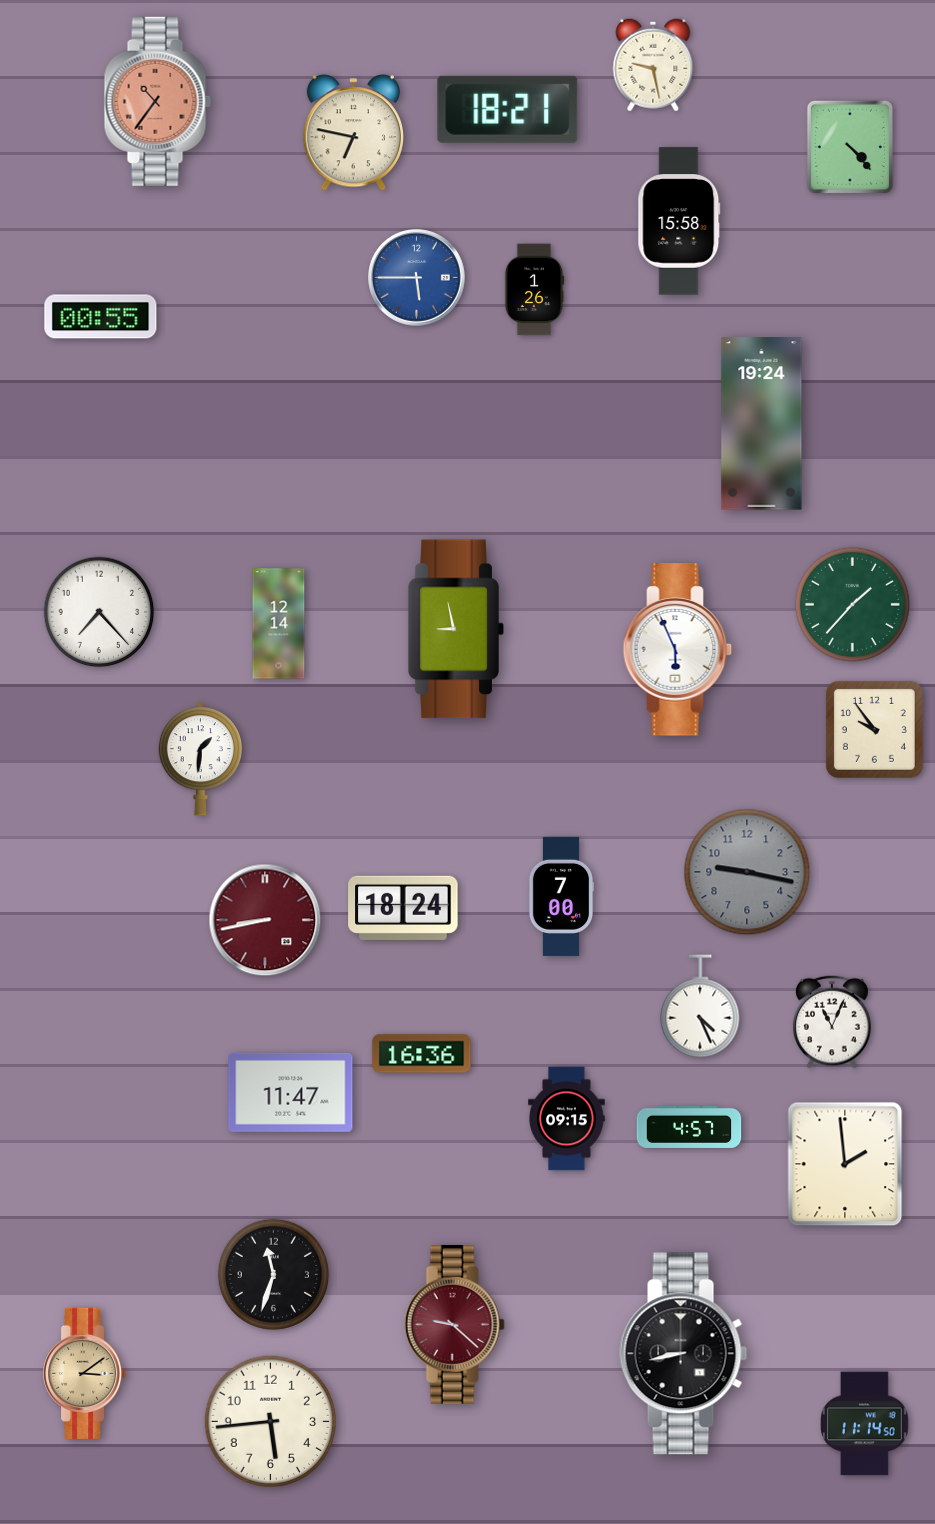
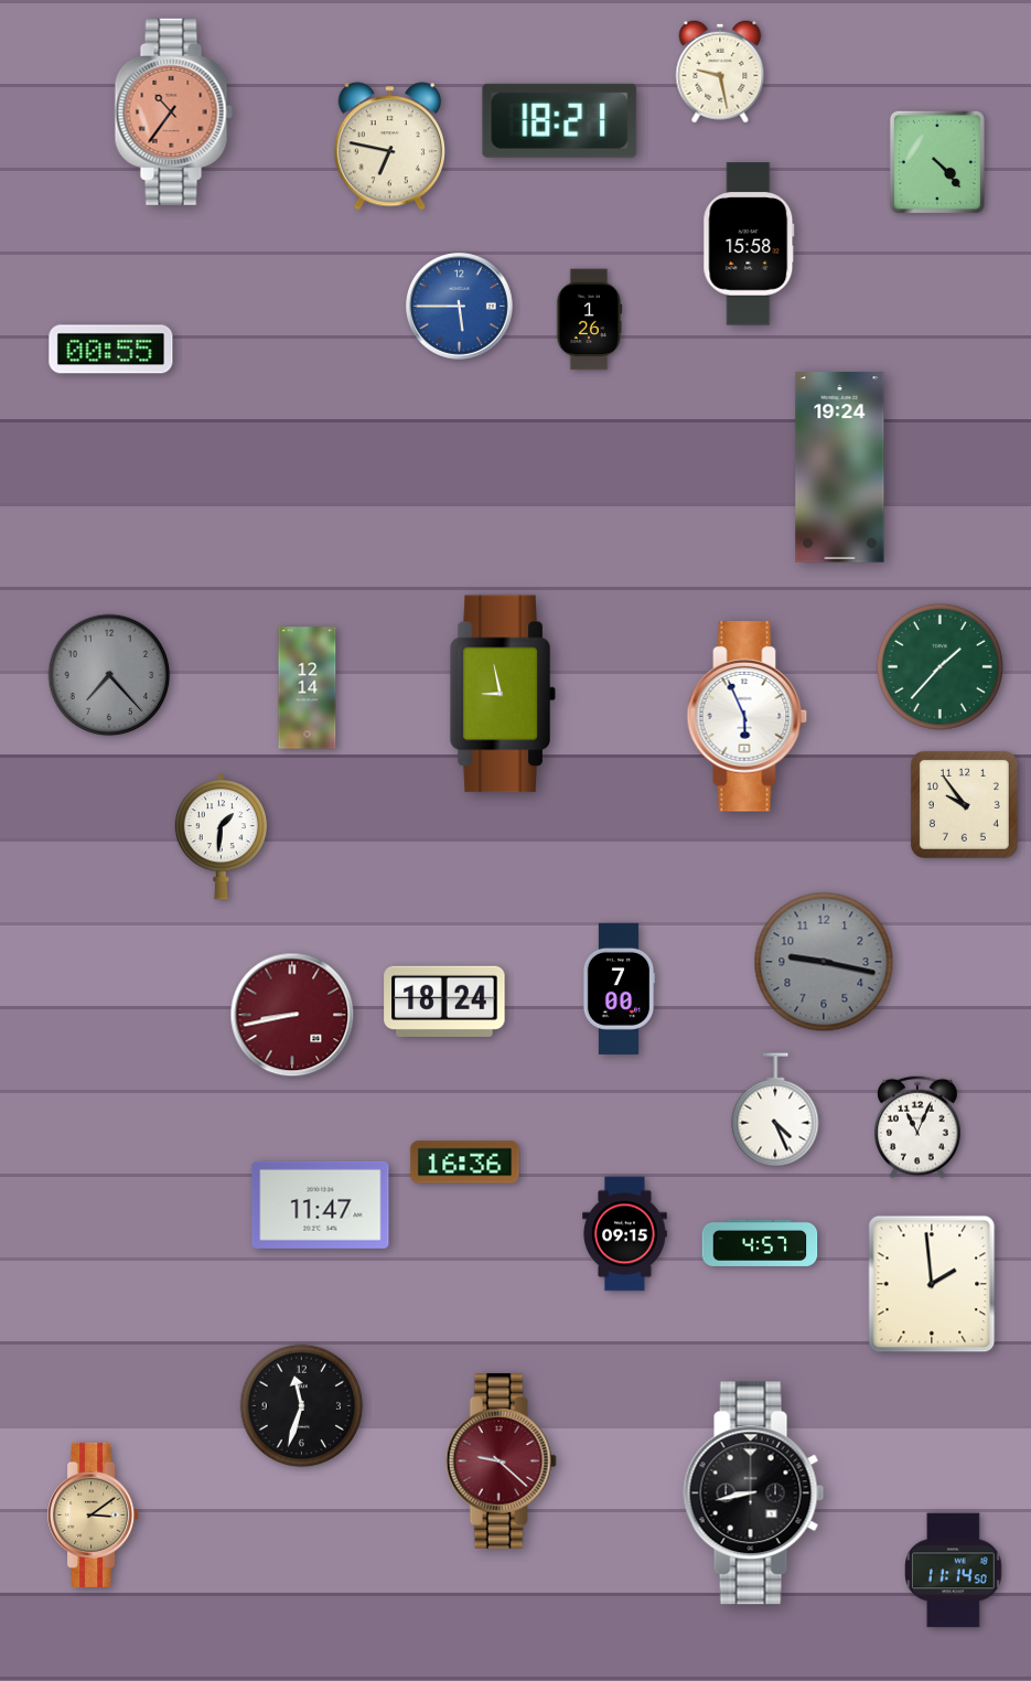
clock at (99, 612) dial: white -> grey
clock at (700, 1006) position: (700, 1006) -> (775, 1110)
clock at (270, 1421): 5:44 -> none
